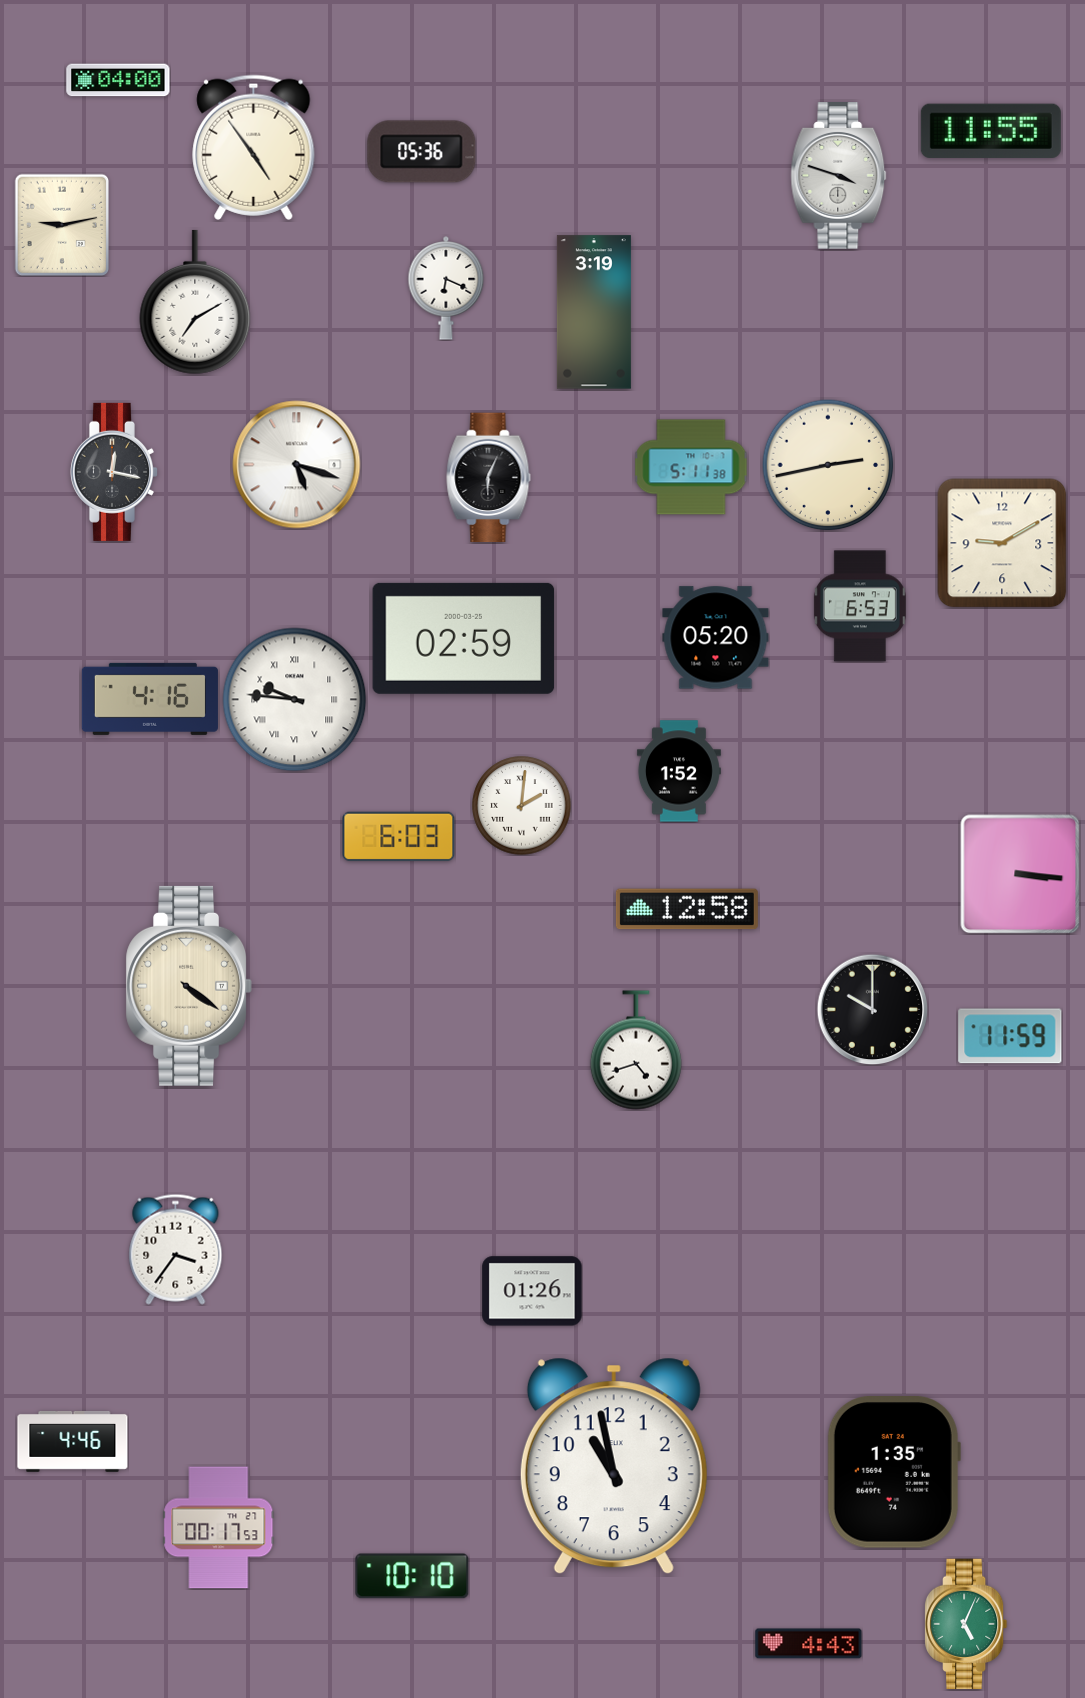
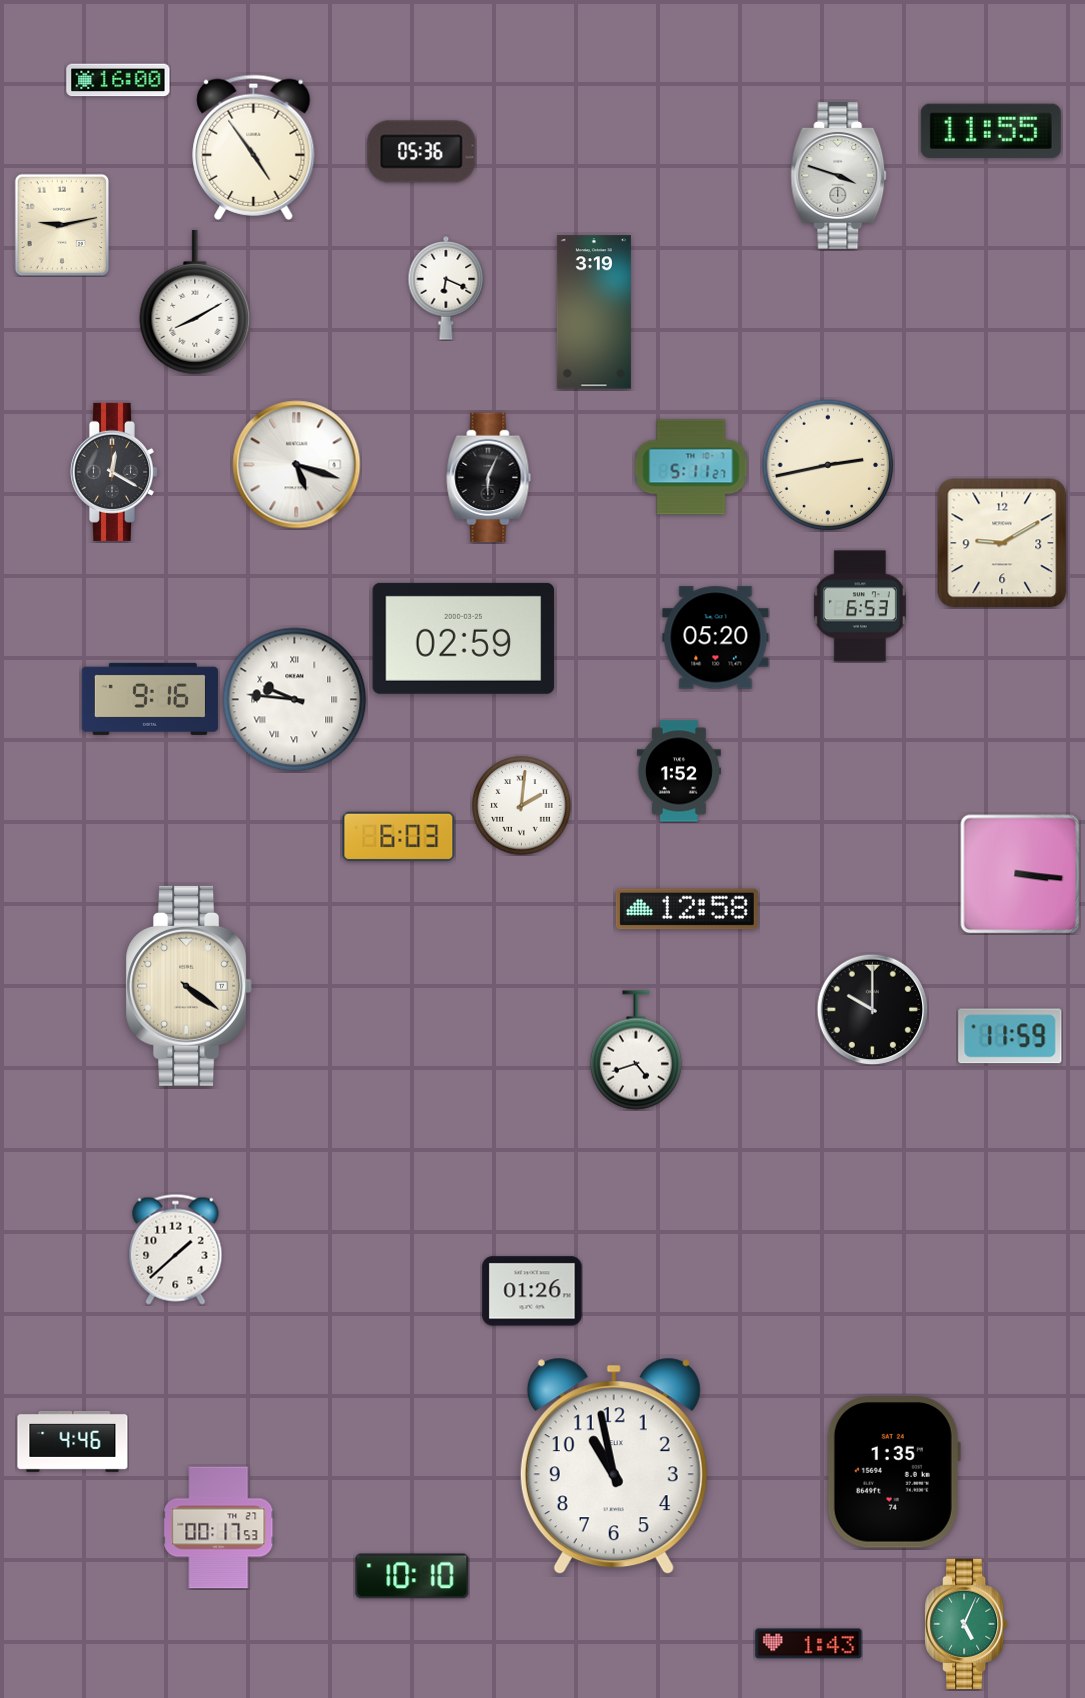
clock at (118, 80): 04:00 -> 16:00
clock at (195, 302): 7:10 -> 8:10
clock at (691, 467): 5:11:38 -> 5:11:27
clock at (113, 472): 12:17 -> 12:20
clock at (150, 699): 4:16 -> 9:16
clock at (176, 1249): 3:36 -> 1:38
clock at (809, 1644): 4:43 -> 1:43
